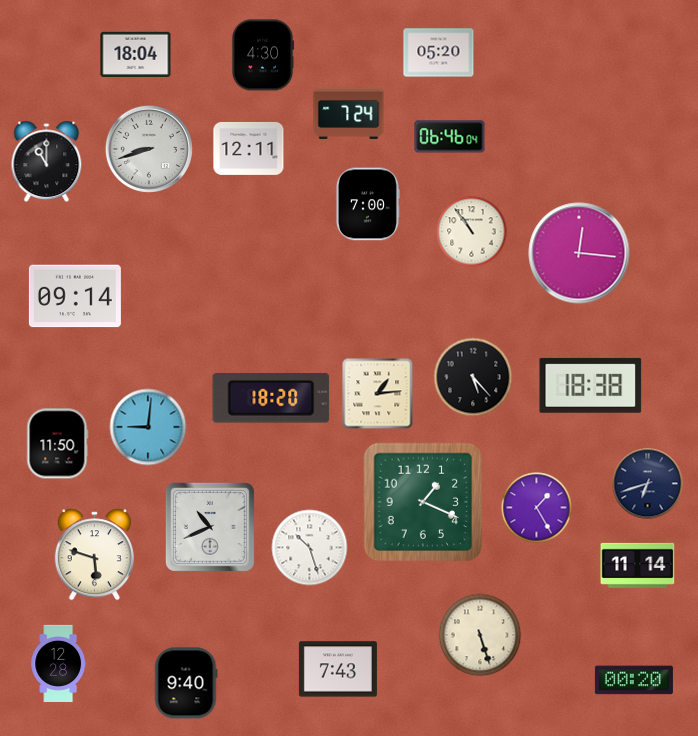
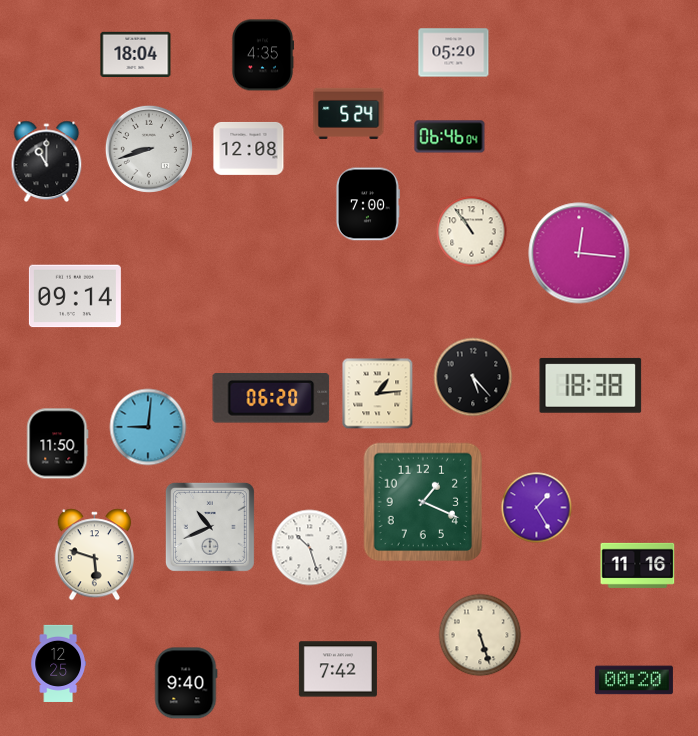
clock at (439, 53) position: (439, 53) -> (454, 53)
clock at (263, 55): 4:30 -> 4:35
clock at (349, 113): 7:24 -> 5:24
clock at (249, 148): 12:11 -> 12:08
clock at (271, 399): 18:20 -> 06:20
clock at (648, 484): 6:42 -> none
clock at (638, 565): 11:14 -> 11:16
clock at (58, 663): 12:28 -> 12:25
clock at (338, 669): 7:43 -> 7:42
